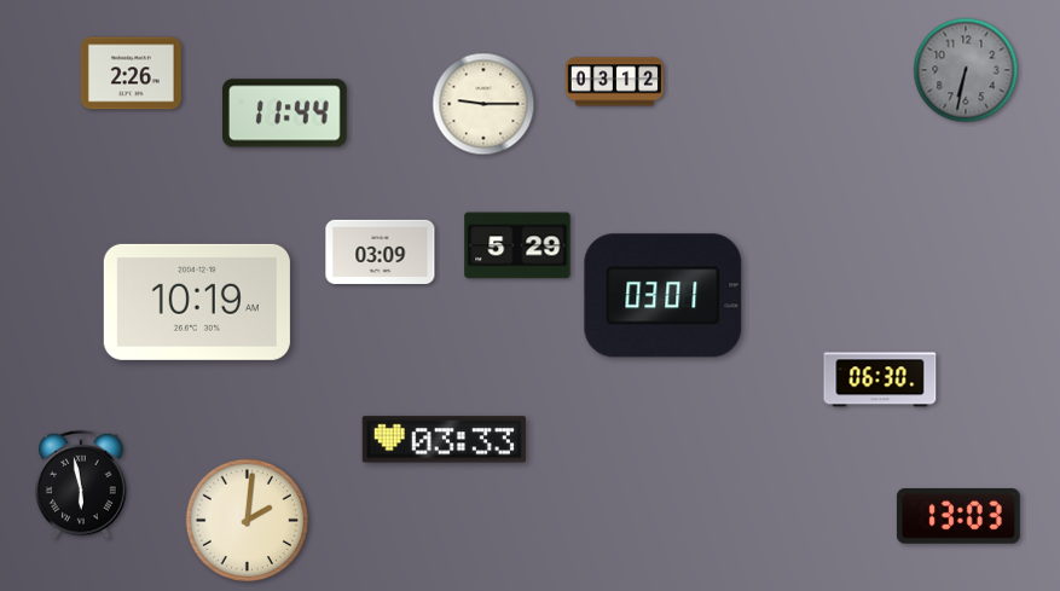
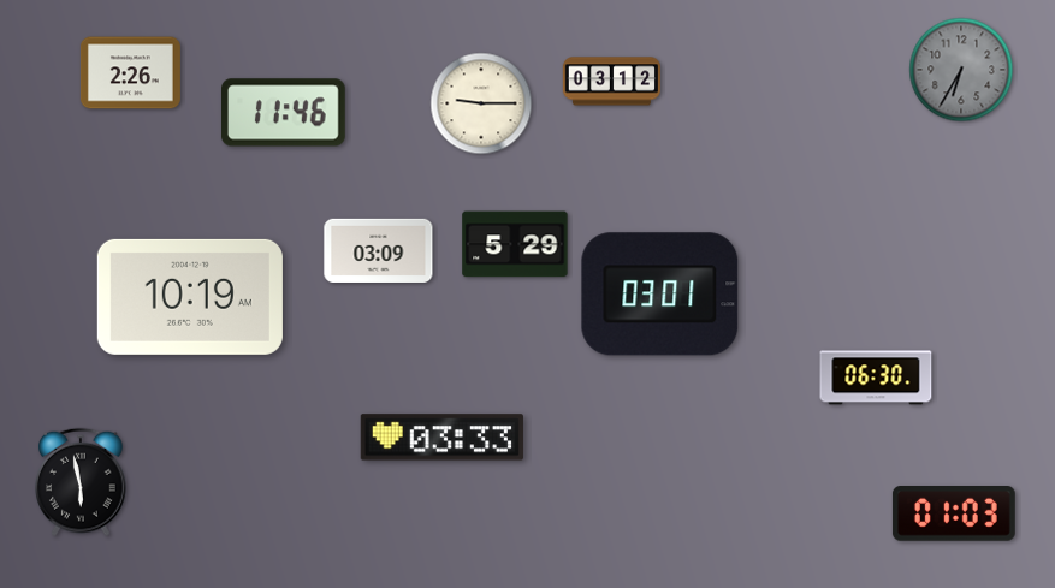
clock at (966, 70): 6:32 -> 6:35
clock at (285, 114): 11:44 -> 11:46
clock at (197, 302) position: (197, 302) -> (190, 297)
clock at (958, 517): 13:03 -> 01:03
clock at (247, 520): 2:01 -> none
